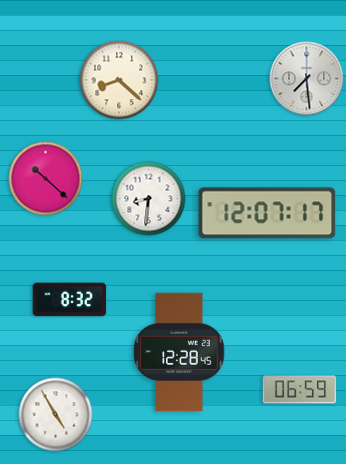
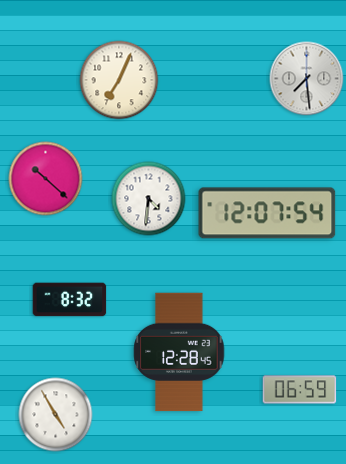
clock at (119, 80): 8:22 -> 7:04
clock at (149, 199): 8:31 -> 4:31
clock at (267, 213): 12:07:17 -> 12:07:54
